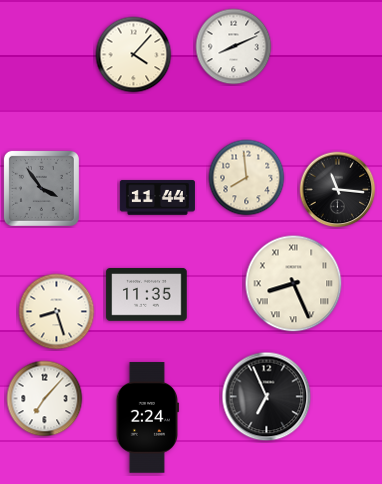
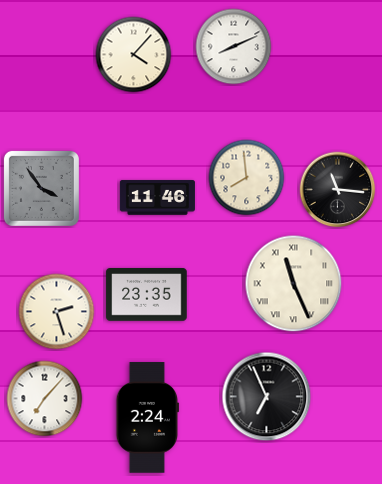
clock at (157, 198): 11:44 -> 11:46
clock at (294, 284): 8:26 -> 11:26
clock at (147, 295): 11:35 -> 23:35
clock at (57, 312): 8:27 -> 2:27
